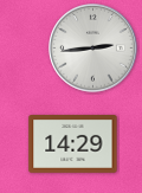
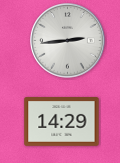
clock at (93, 49) position: (93, 49) -> (68, 41)
